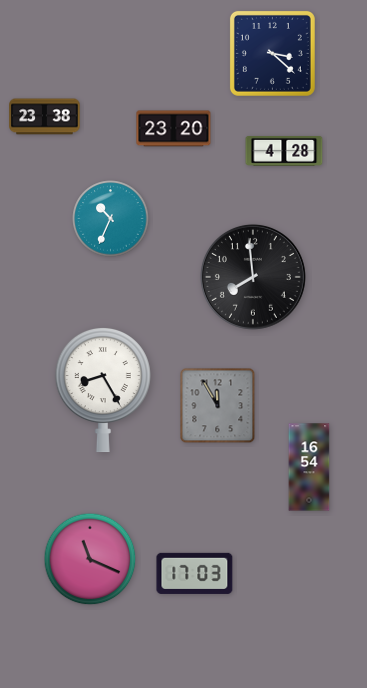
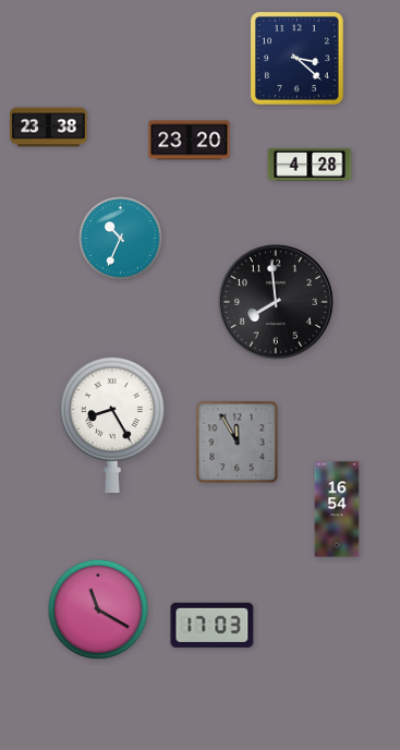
clock at (90, 559): 11:19 -> 11:20
